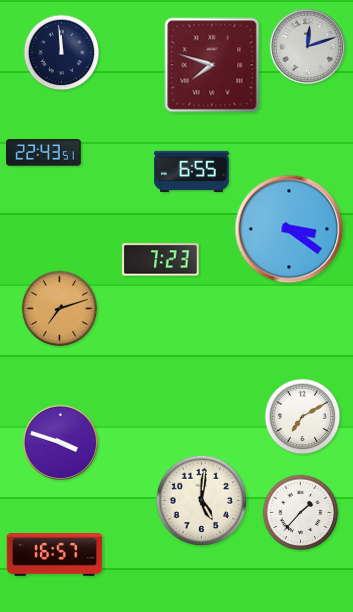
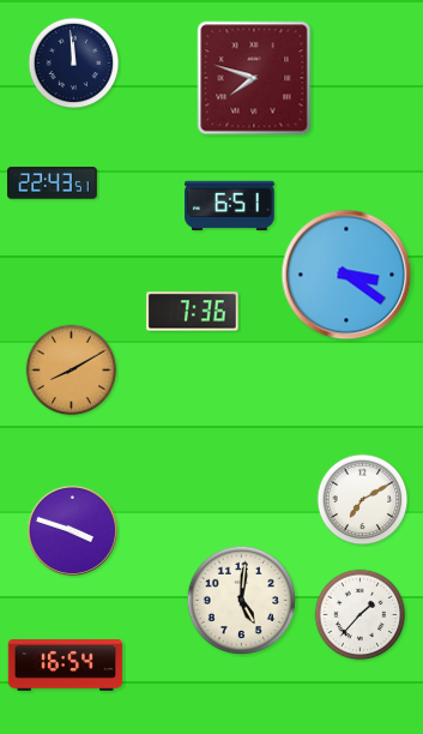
clock at (307, 46): 12:12 -> none
clock at (192, 172): 6:55 -> 6:51
clock at (161, 260): 7:23 -> 7:36
clock at (60, 309): 7:12 -> 8:10
clock at (55, 555): 16:57 -> 16:54
